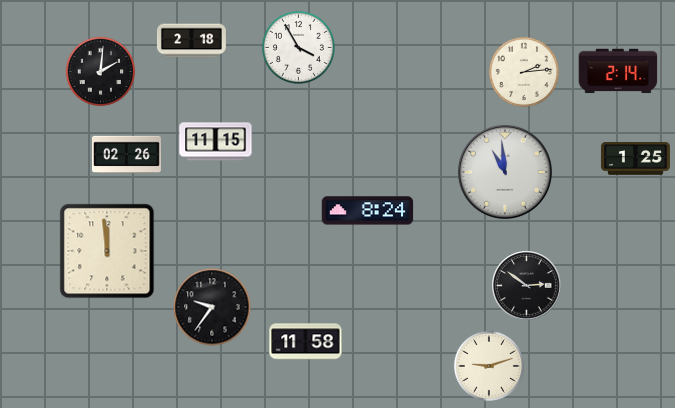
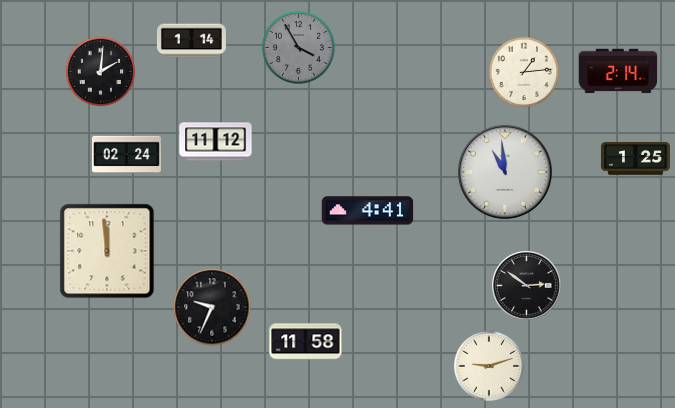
clock at (191, 41): 2:18 -> 1:14
clock at (298, 47) dial: white -> grey
clock at (523, 71): 2:14 -> 1:14
clock at (216, 142): 11:15 -> 11:12
clock at (126, 155): 02:26 -> 02:24
clock at (368, 211): 8:24 -> 4:41
clock at (212, 307): 9:36 -> 9:34
